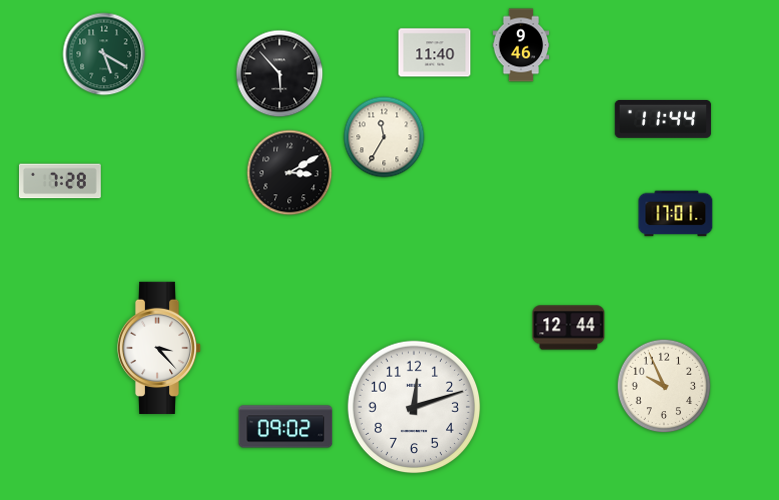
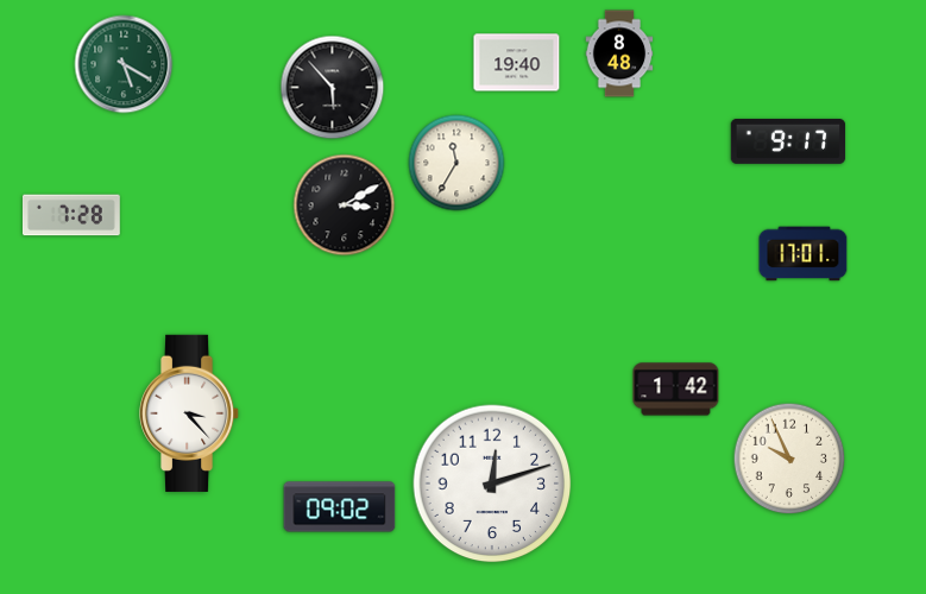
clock at (521, 45): 9:46 -> 8:48
clock at (435, 53): 11:40 -> 19:40
clock at (663, 119): 11:44 -> 9:17
clock at (569, 328): 12:44 -> 1:42
